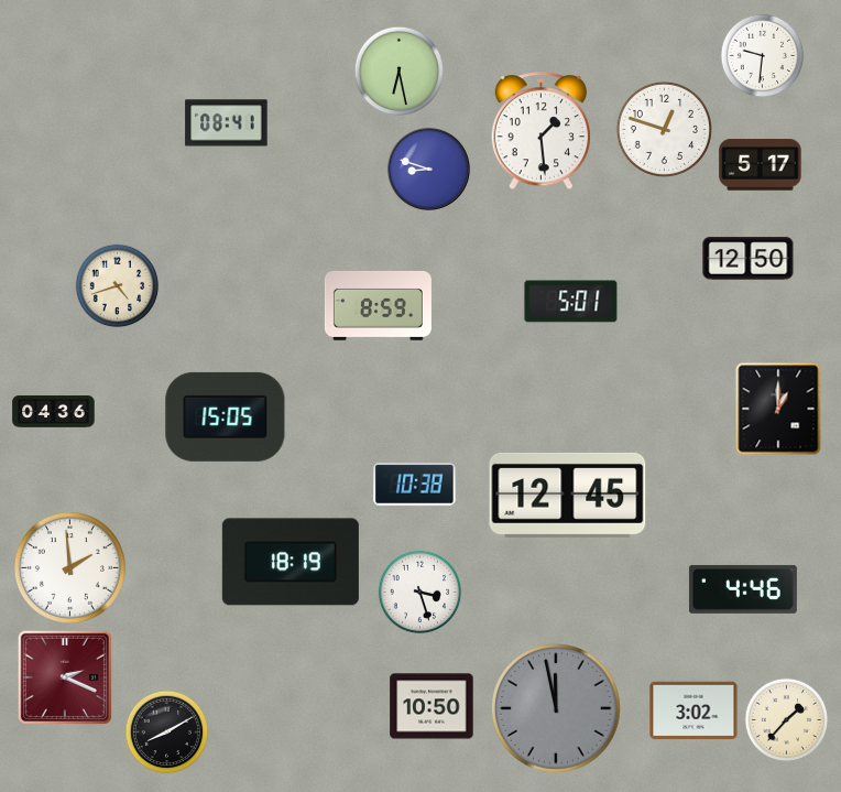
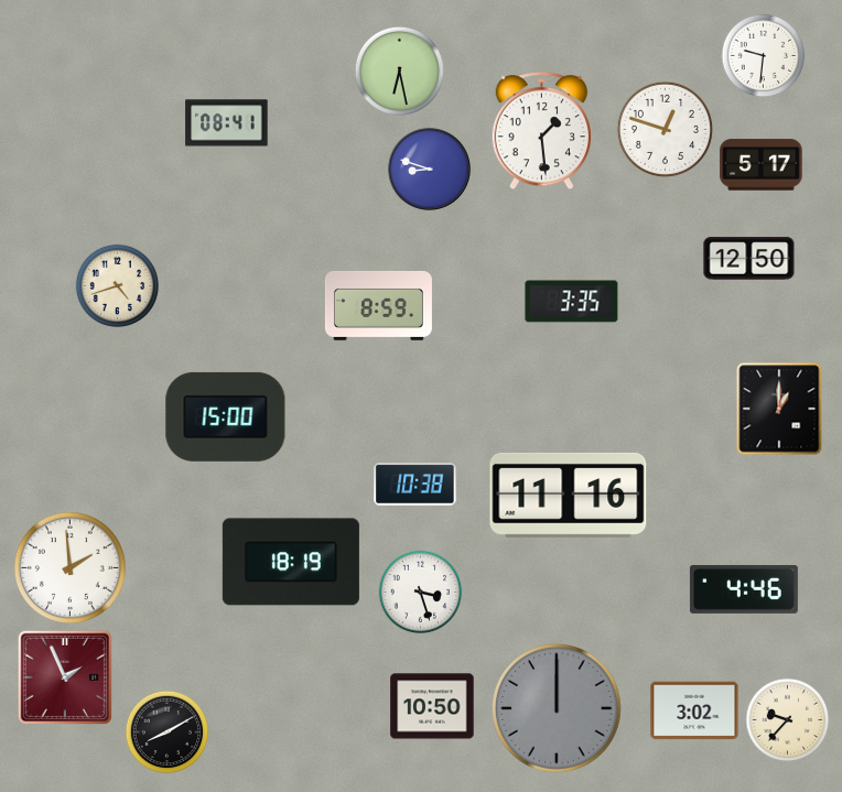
clock at (571, 302): 5:01 -> 3:35
clock at (54, 412): 04:36 -> none
clock at (226, 416): 15:05 -> 15:00
clock at (568, 495): 12:45 -> 11:16
clock at (65, 677): 2:19 -> 1:56
clock at (556, 708): 11:58 -> 12:00
clock at (787, 720): 1:37 -> 9:37
